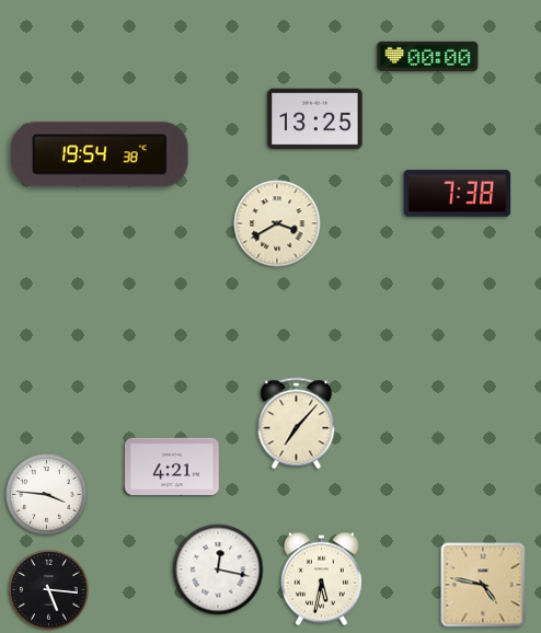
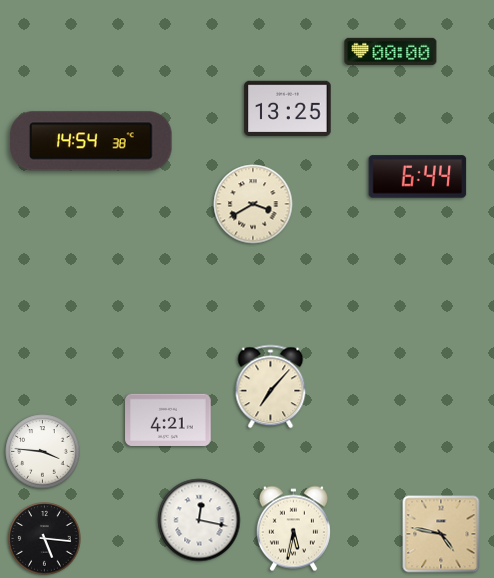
clock at (100, 154): 19:54 -> 14:54
clock at (458, 194): 7:38 -> 6:44
clock at (172, 467) position: (172, 467) -> (168, 420)
